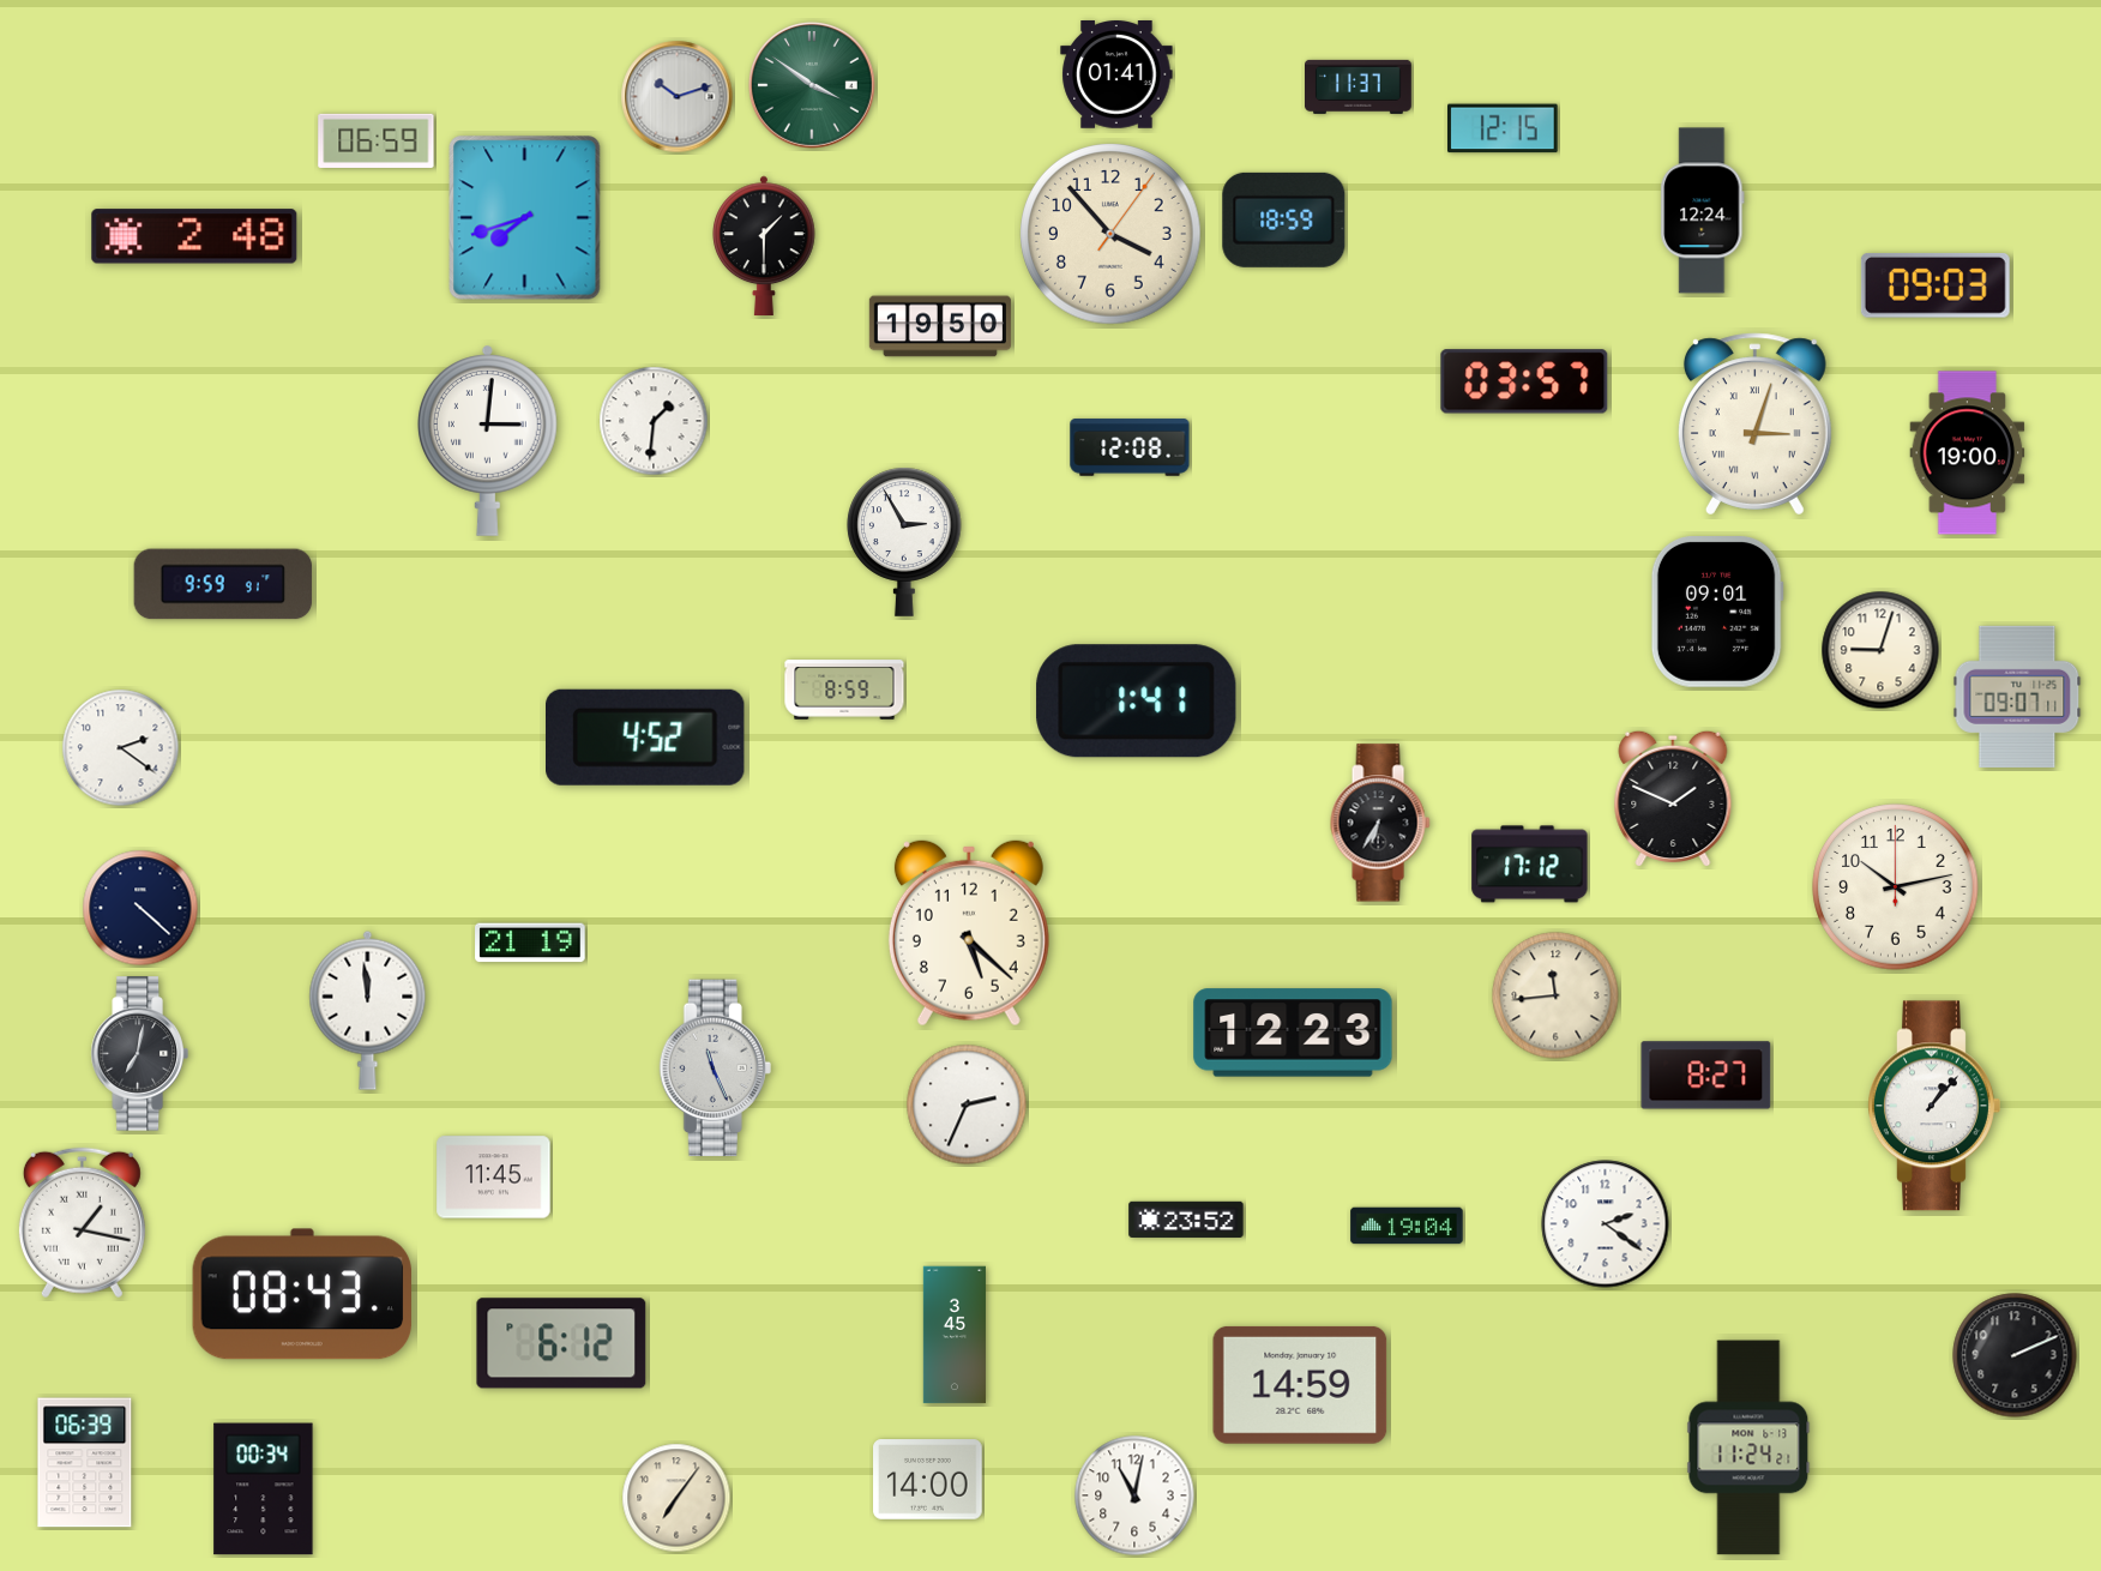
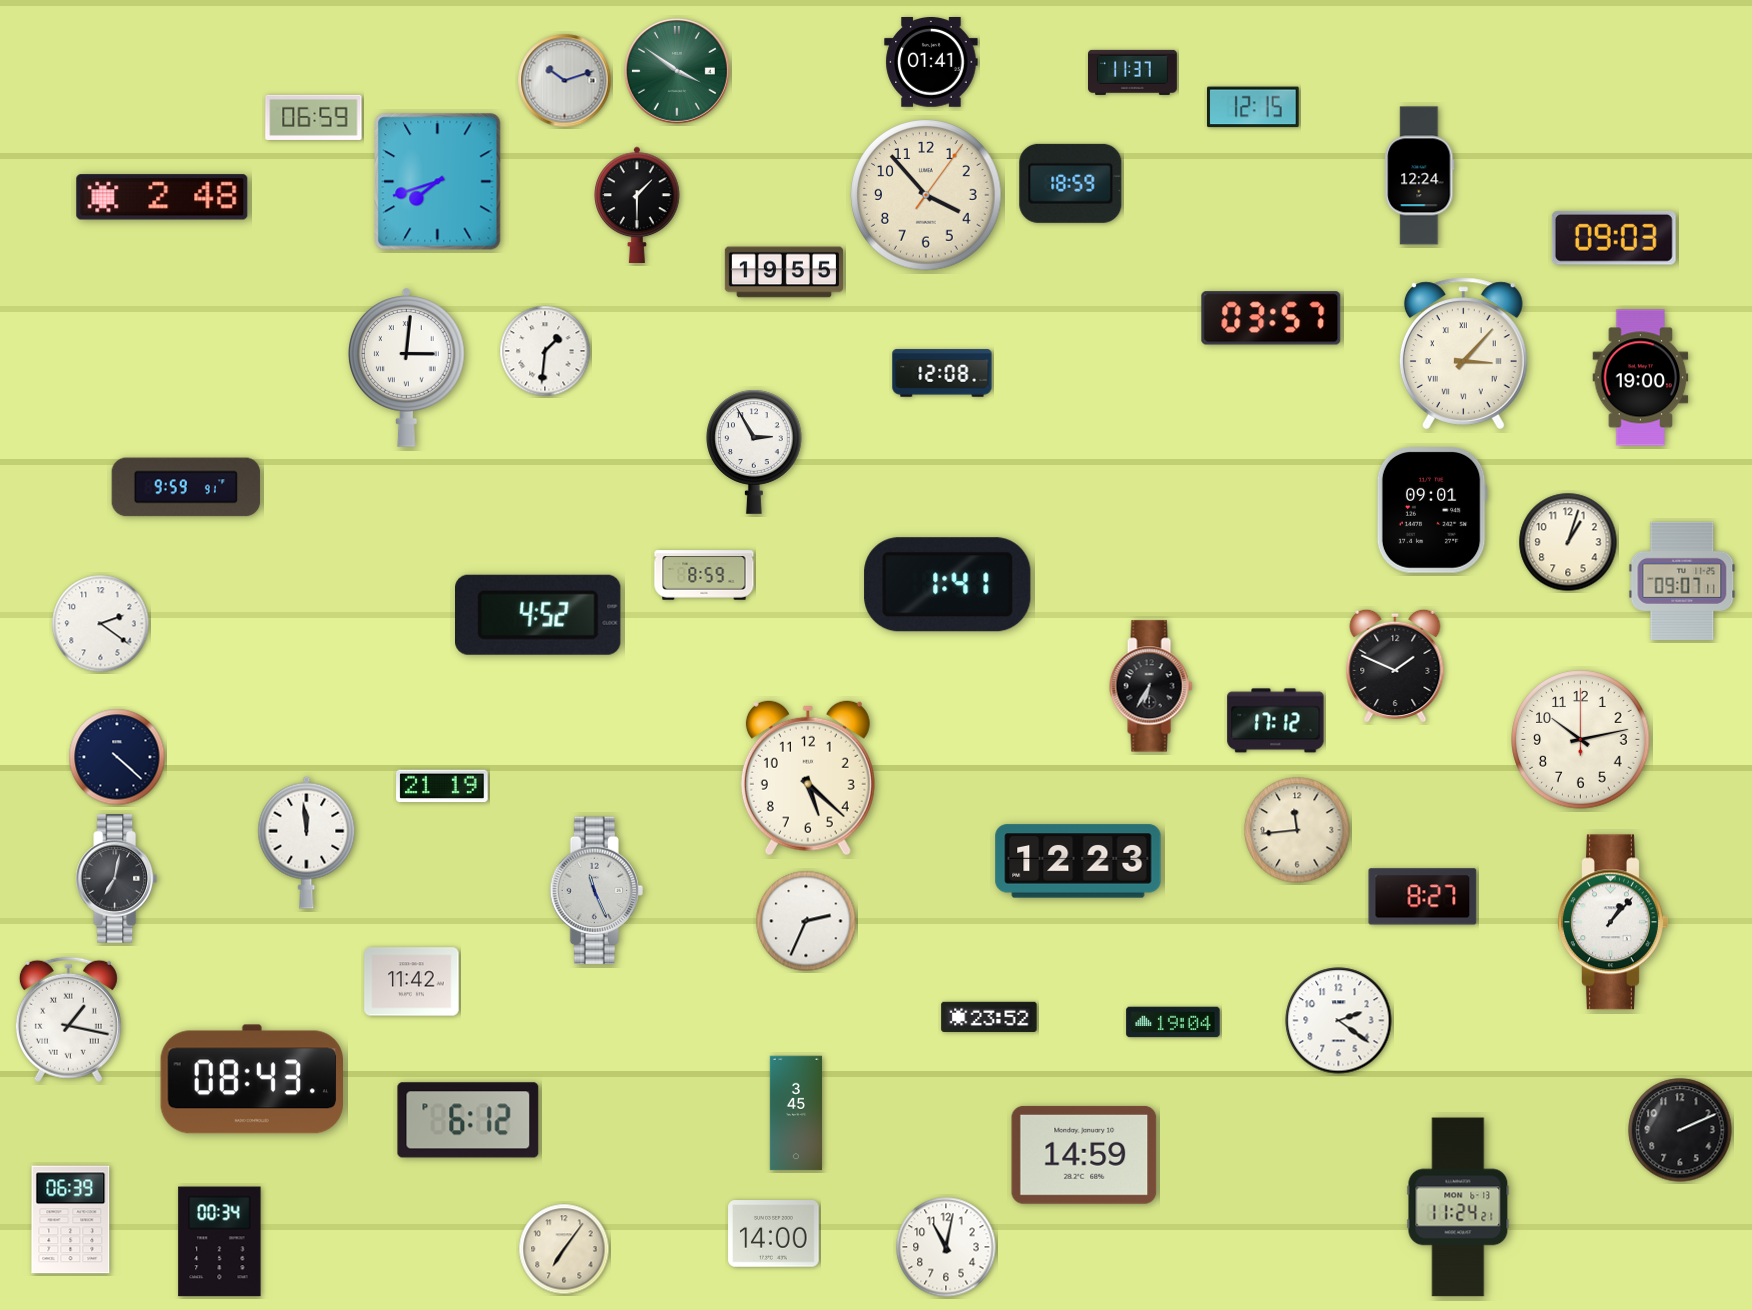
clock at (940, 326): 19:50 -> 19:55
clock at (1754, 425): 3:03 -> 3:07
clock at (1880, 650): 9:03 -> 1:03
clock at (494, 1178): 11:45 -> 11:42
